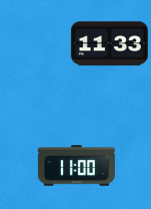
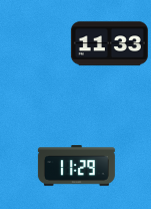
clock at (76, 166): 11:00 -> 11:29
